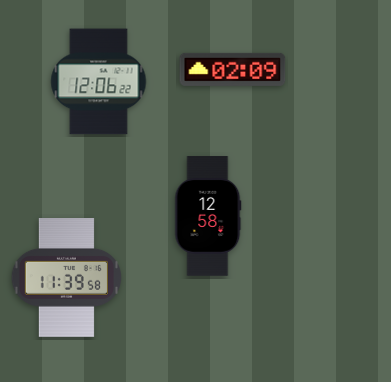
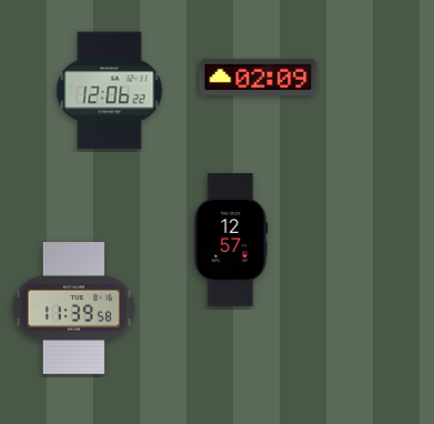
clock at (208, 216): 12:58 -> 12:57
